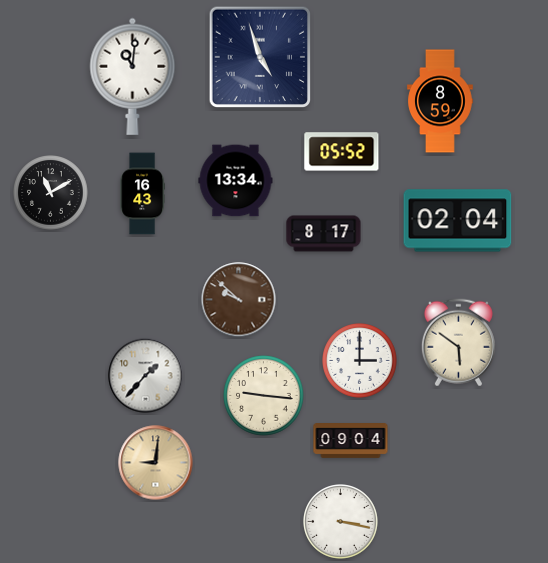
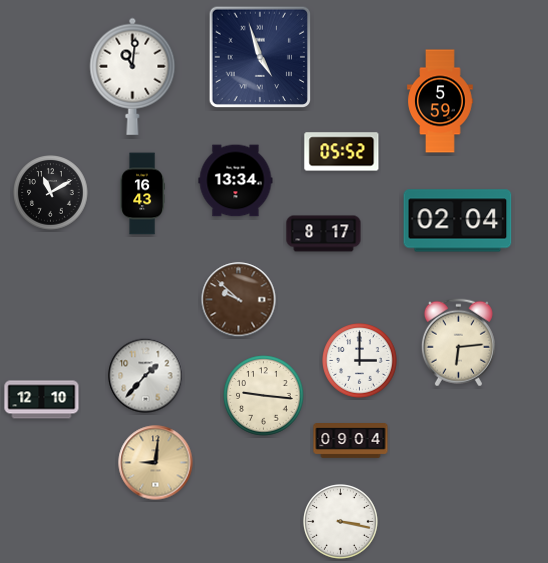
clock at (440, 101): 8:59 -> 5:59
clock at (458, 343): 5:51 -> 6:14
clock at (42, 400): none -> 12:10
